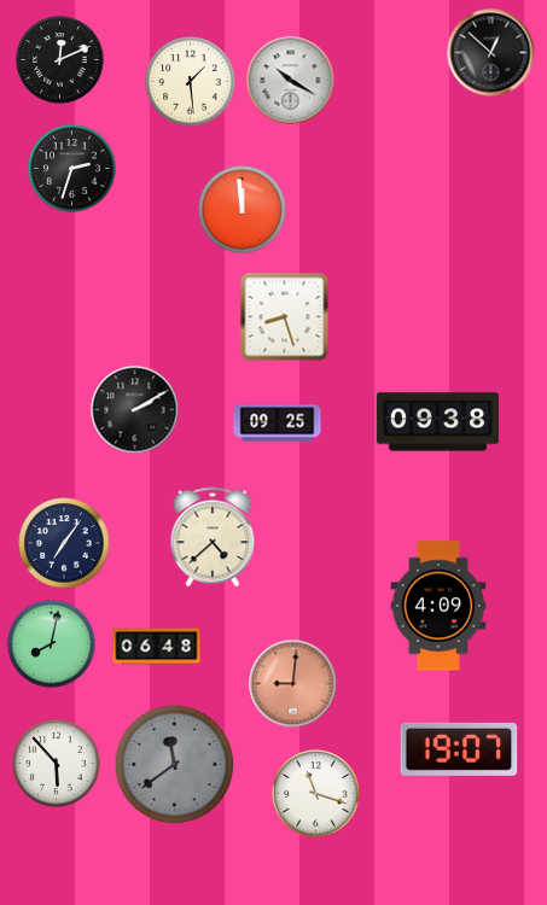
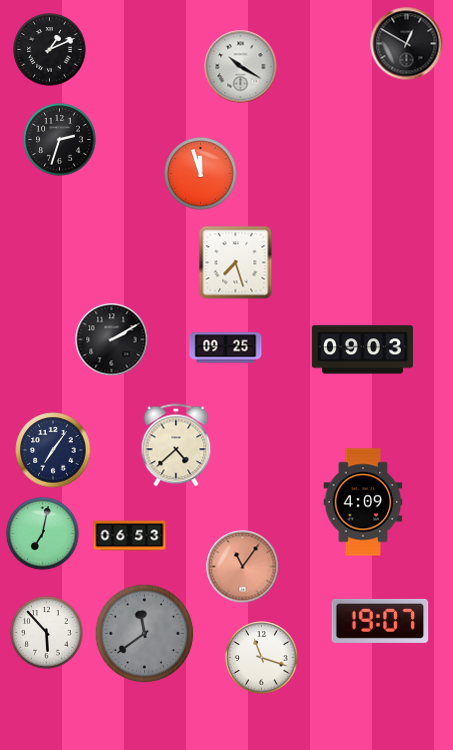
clock at (491, 53): 12:52 -> 12:50
clock at (60, 60): 12:11 -> 1:11
clock at (191, 82): 1:29 -> none
clock at (243, 210): 11:59 -> 11:57
clock at (285, 317): 8:27 -> 7:27
clock at (437, 422): 09:38 -> 09:03
clock at (278, 424) position: (278, 424) -> (226, 348)
clock at (52, 644): 8:02 -> 7:02
clock at (157, 647): 06:48 -> 06:53
clock at (293, 684): 9:01 -> 11:06
